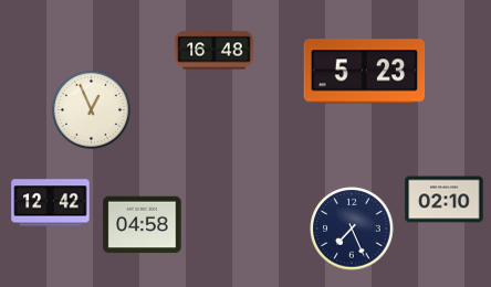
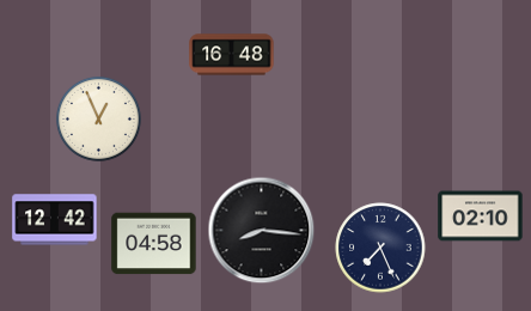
clock at (365, 72): 5:23 -> none
clock at (262, 231): none -> 8:16
